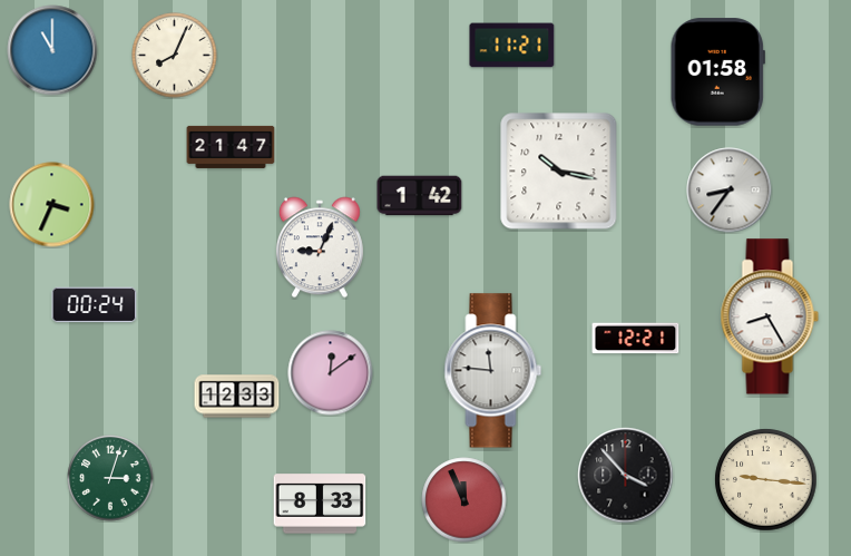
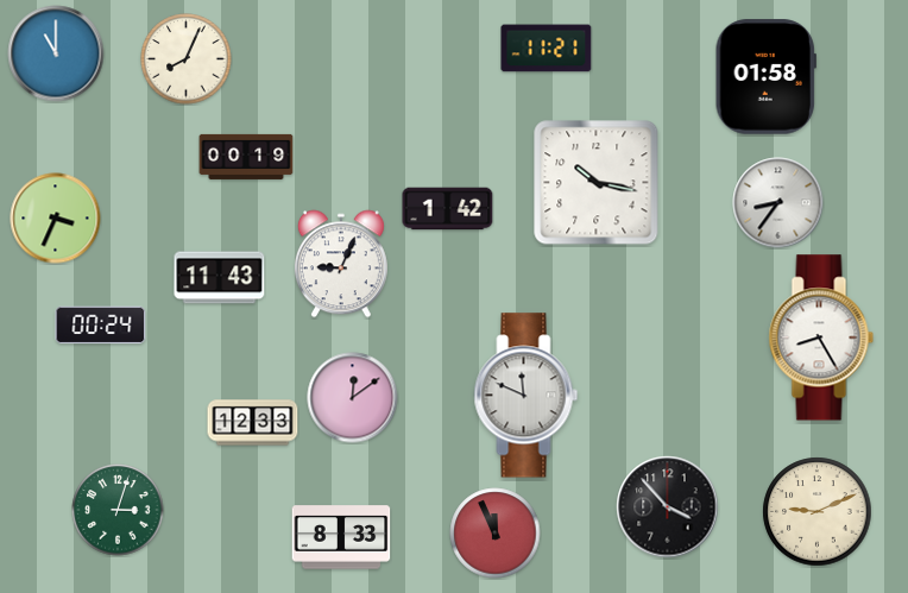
clock at (231, 147): 21:47 -> 00:19
clock at (220, 278): none -> 11:43
clock at (636, 339): 12:21 -> none
clock at (493, 371): 11:46 -> 11:49
clock at (766, 480): 9:16 -> 9:11
